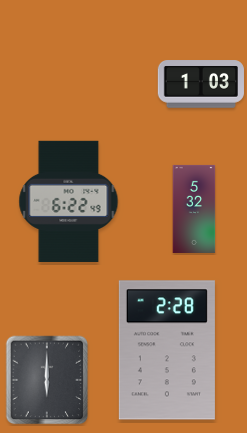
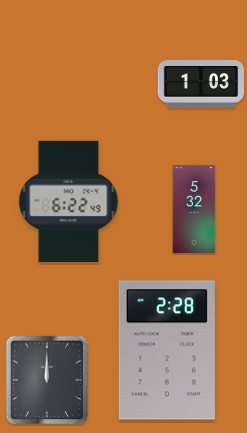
clock at (47, 380): 6:00 -> 12:00
